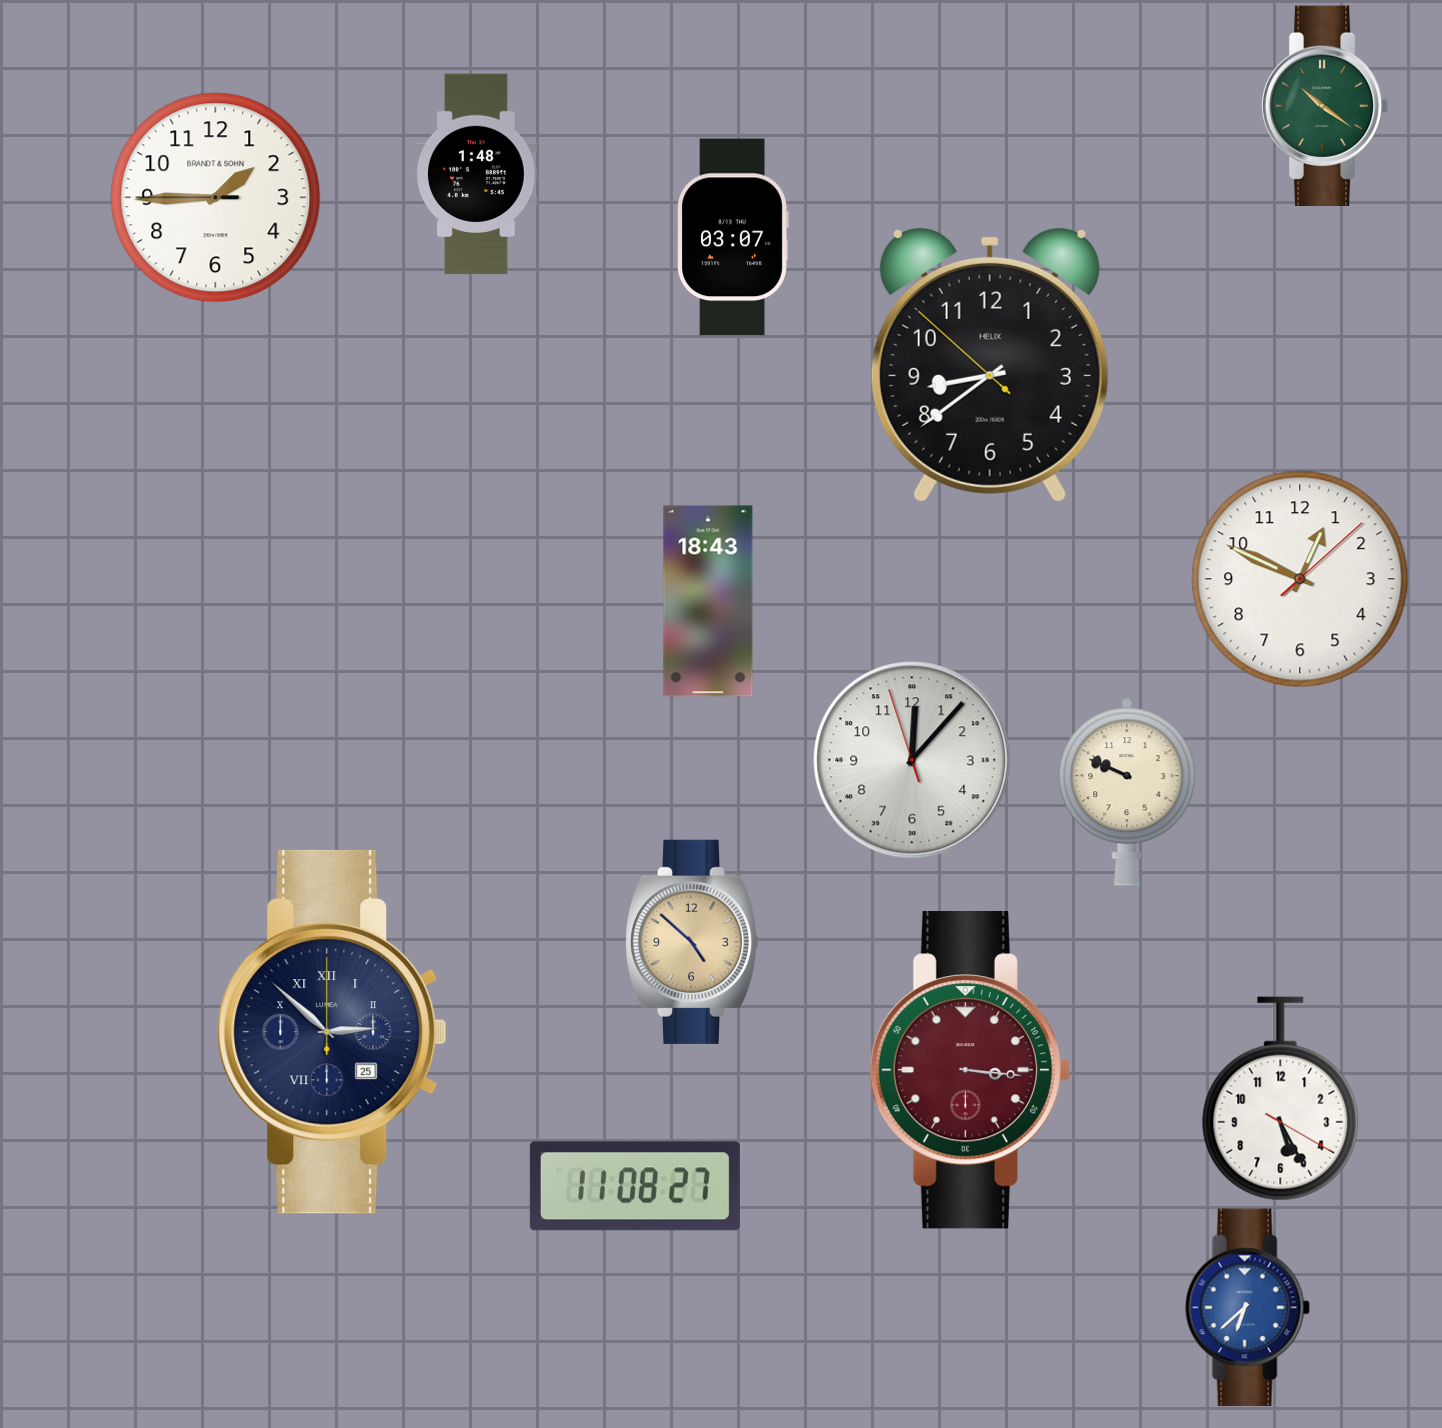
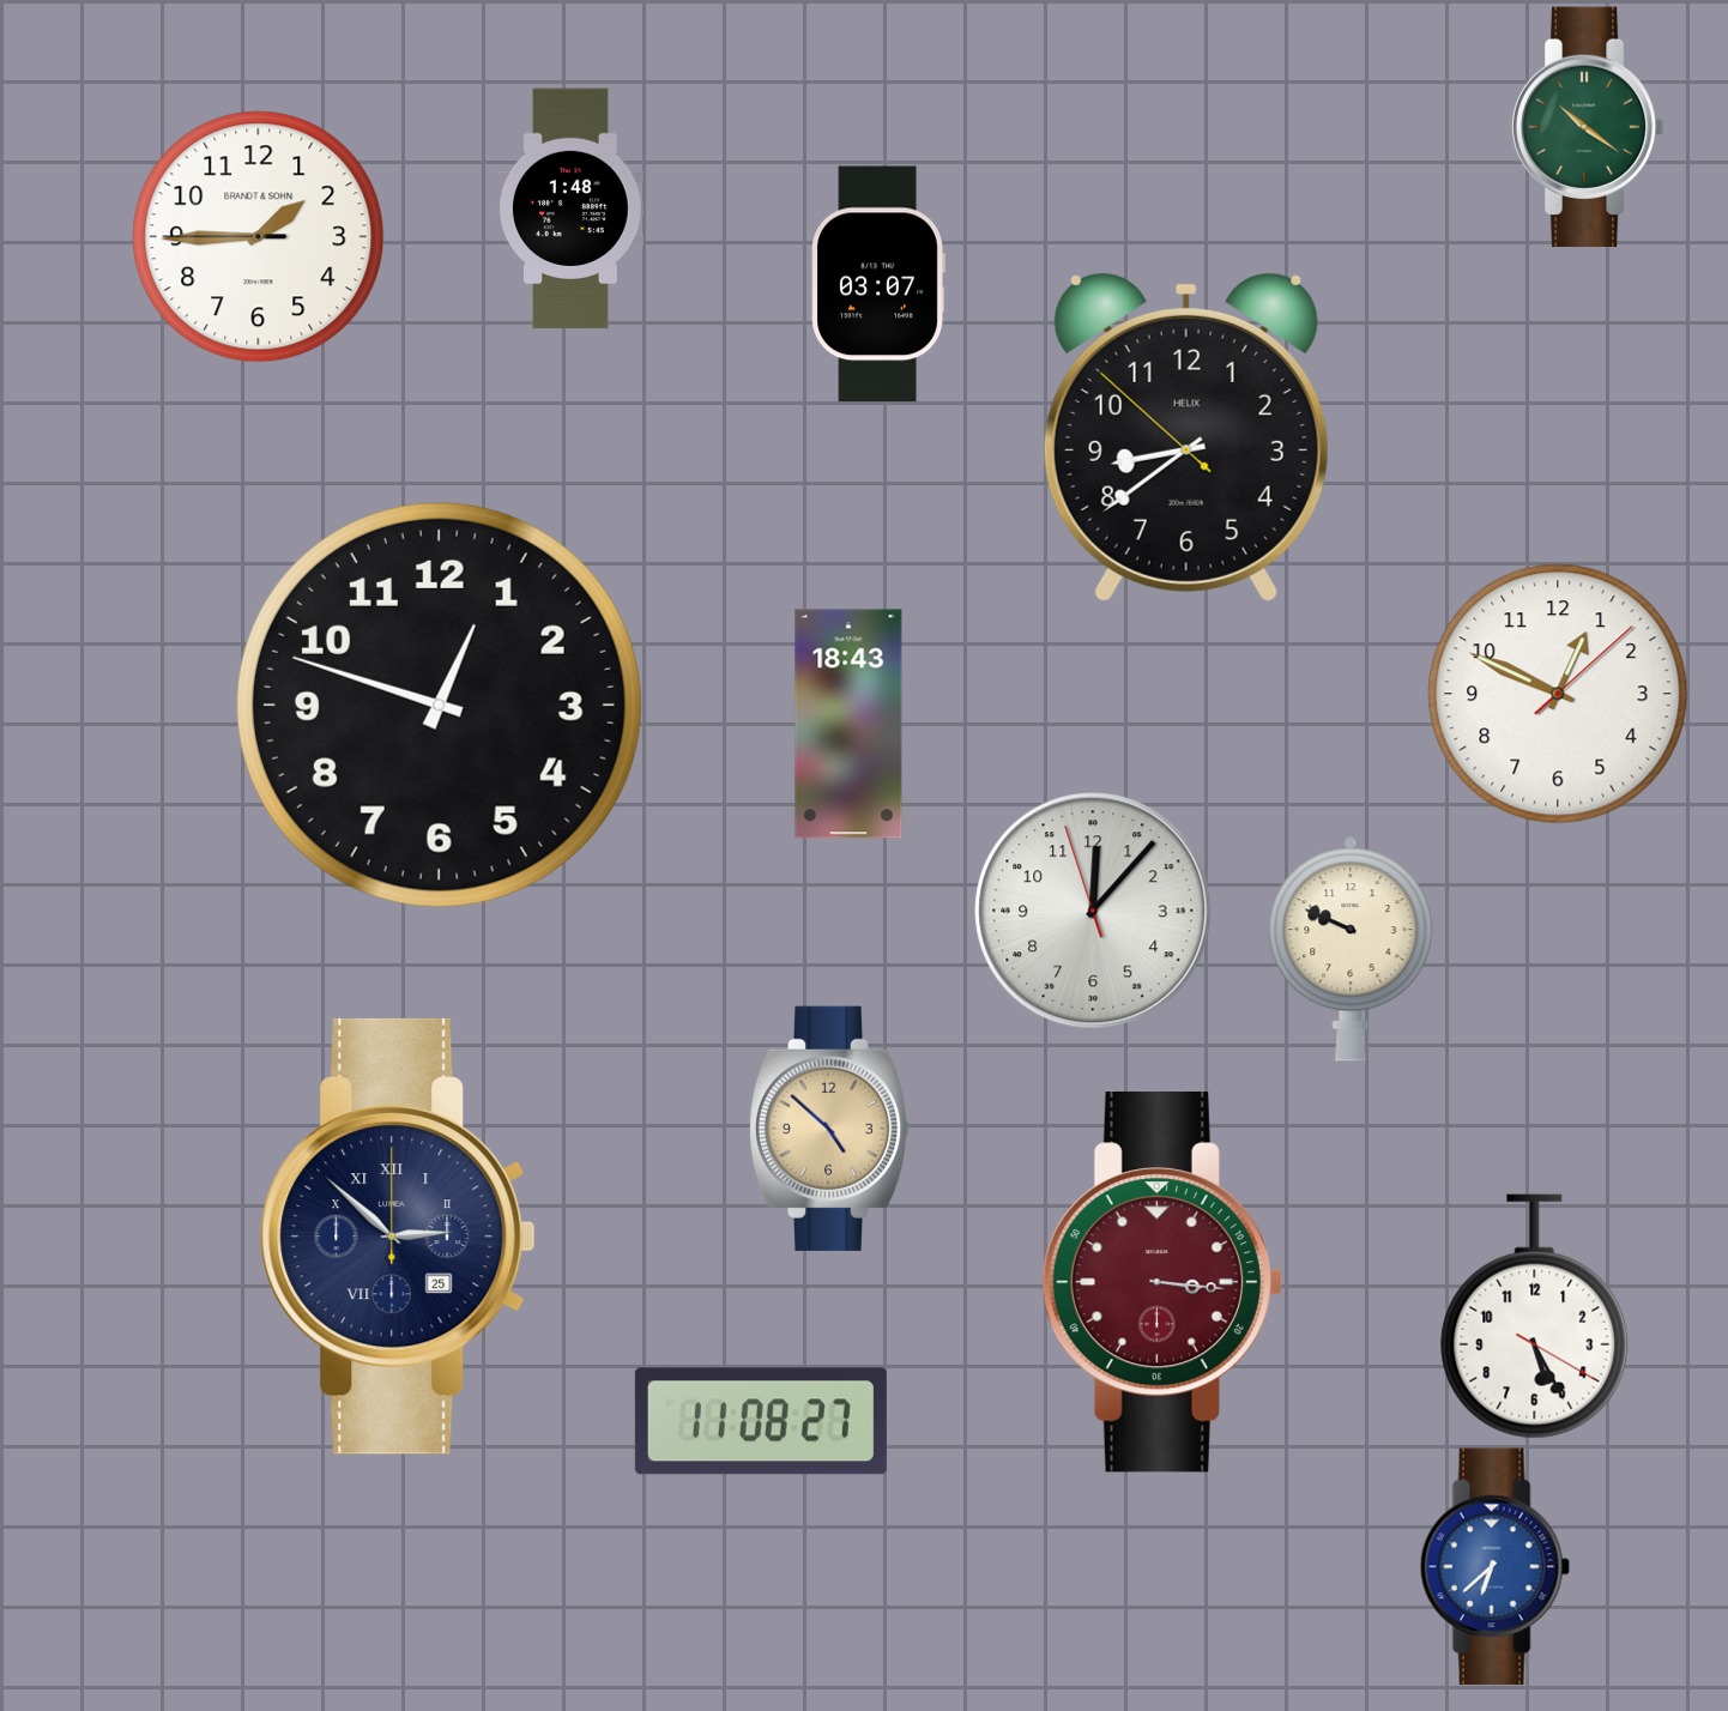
clock at (439, 705): none -> 12:48
clock at (708, 601) position: (708, 601) -> (848, 724)
